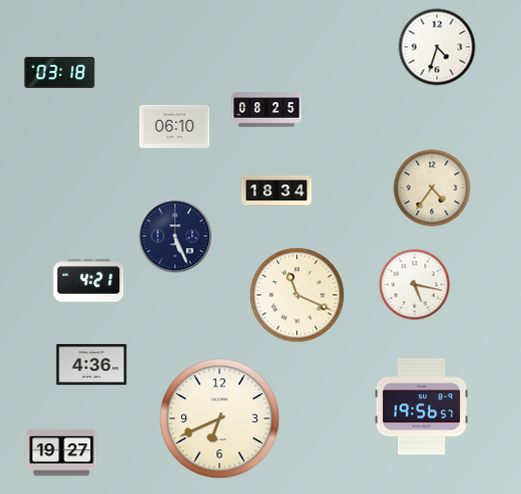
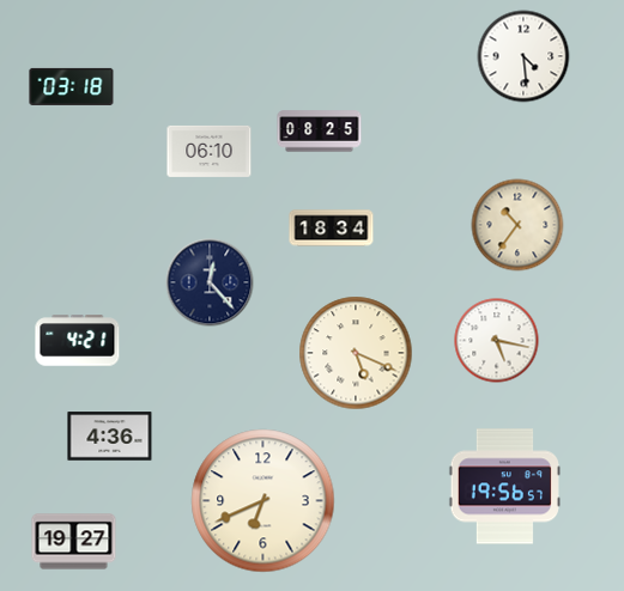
clock at (437, 47): 4:33 -> 4:29
clock at (432, 188): 4:36 -> 10:36
clock at (175, 236): 5:26 -> 12:23
clock at (89, 281) position: (89, 281) -> (78, 341)
clock at (297, 295): 11:19 -> 5:19
